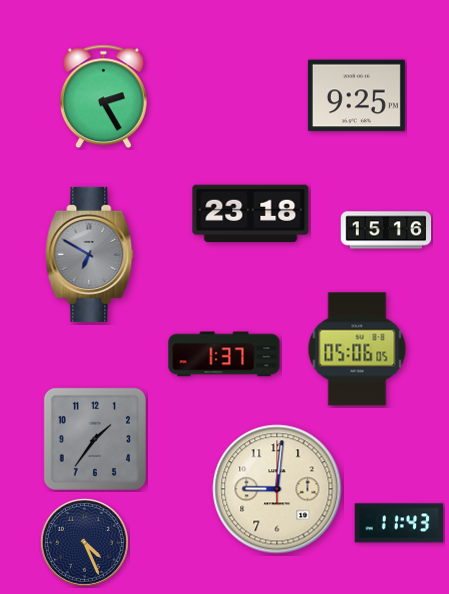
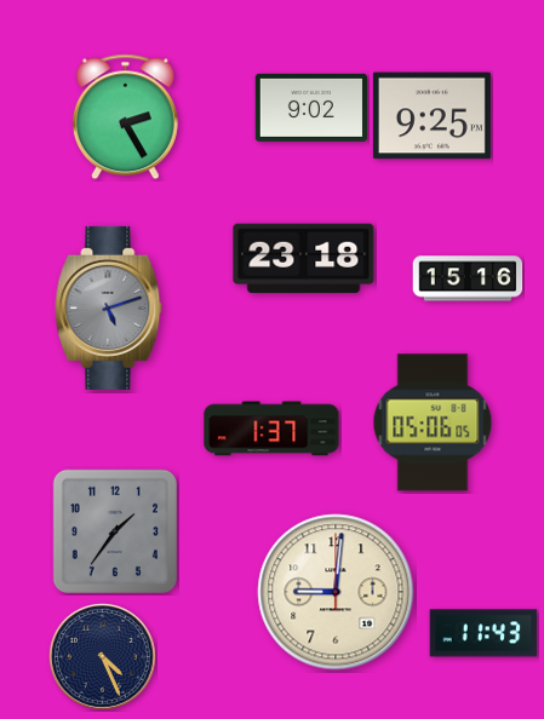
clock at (310, 108): none -> 9:02
clock at (90, 254): 6:50 -> 5:12
